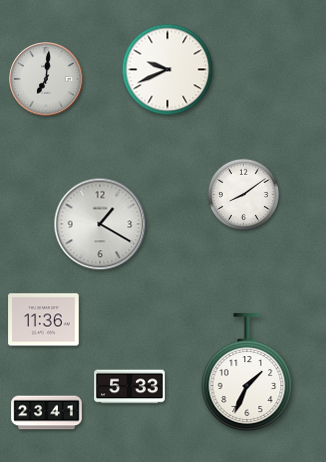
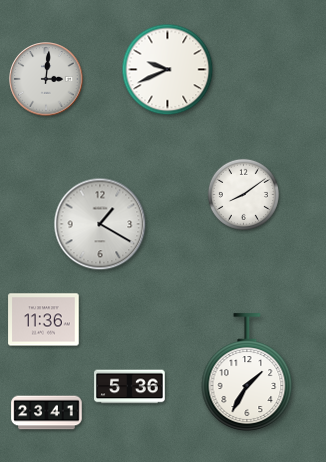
clock at (46, 79): 7:01 -> 3:01
clock at (247, 372): 1:34 -> 1:35
clock at (130, 387): 5:33 -> 5:36
